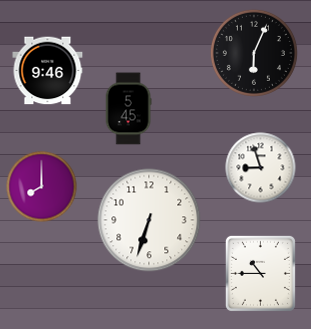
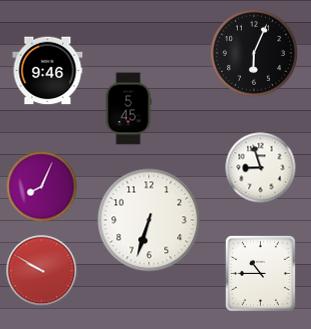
clock at (42, 187): 8:00 -> 8:04
clock at (42, 271): none -> 9:50
